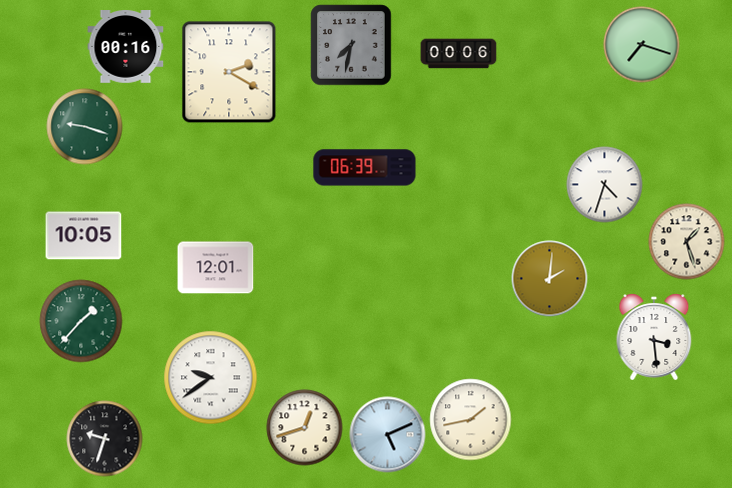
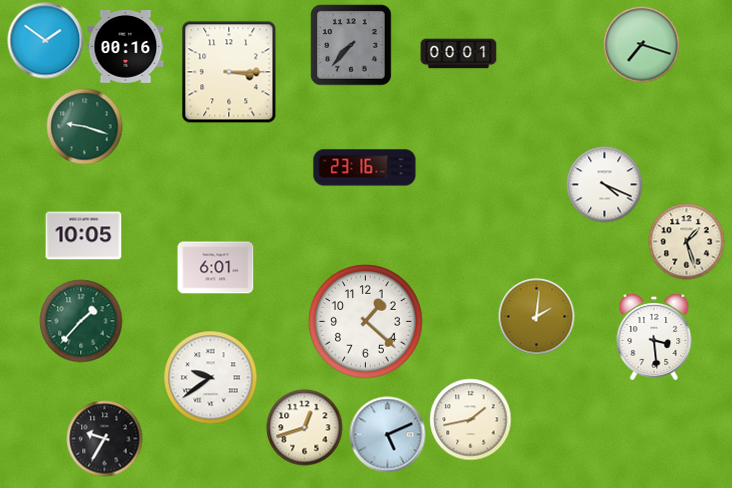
clock at (46, 41): none -> 1:51
clock at (351, 45): 7:32 -> 7:37
clock at (459, 54): 00:06 -> 00:01
clock at (229, 72): 2:20 -> 3:15
clock at (365, 168): 06:39 -> 23:16
clock at (605, 185): 4:33 -> 4:19
clock at (216, 268): 12:01 -> 6:01
clock at (550, 279) position: (550, 279) -> (537, 317)
clock at (366, 322): none -> 1:22
clock at (105, 439): 9:33 -> 9:35
